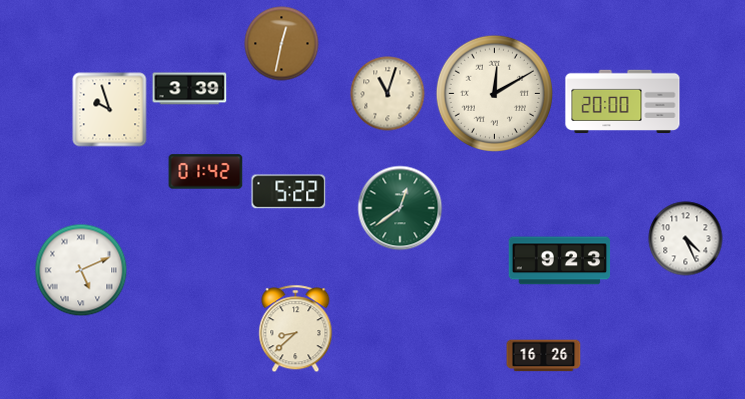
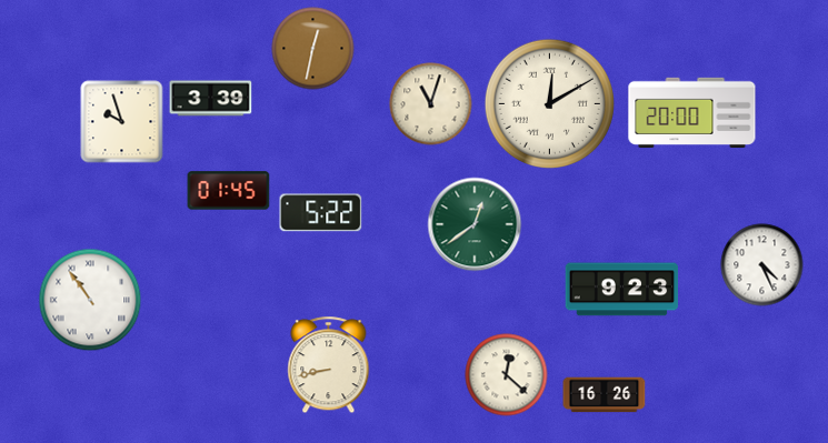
clock at (206, 172): 01:42 -> 01:45
clock at (400, 208) position: (400, 208) -> (475, 224)
clock at (81, 270): 5:11 -> 10:54
clock at (296, 329): 8:38 -> 8:43
clock at (507, 375): none -> 12:22
